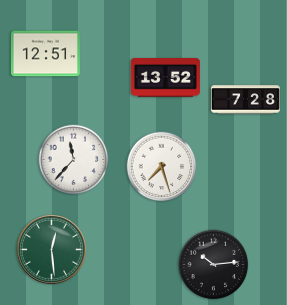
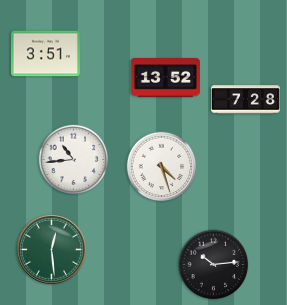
clock at (45, 54): 12:51 -> 3:51
clock at (74, 160): 11:37 -> 10:44
clock at (162, 167): 7:27 -> 4:27
